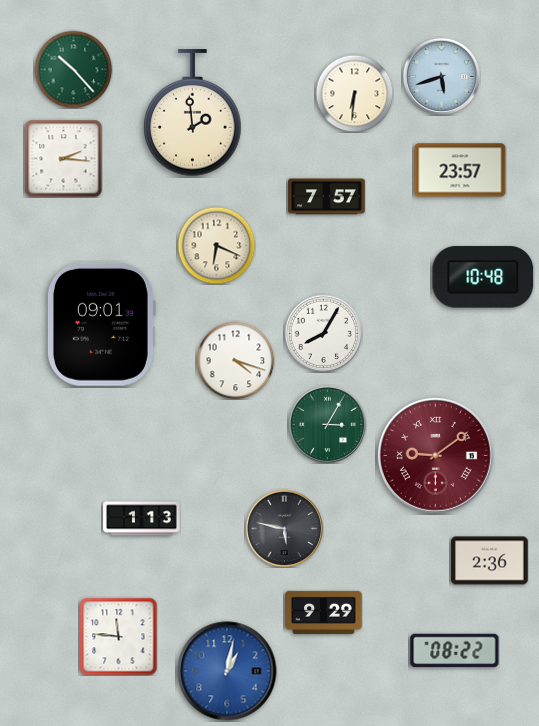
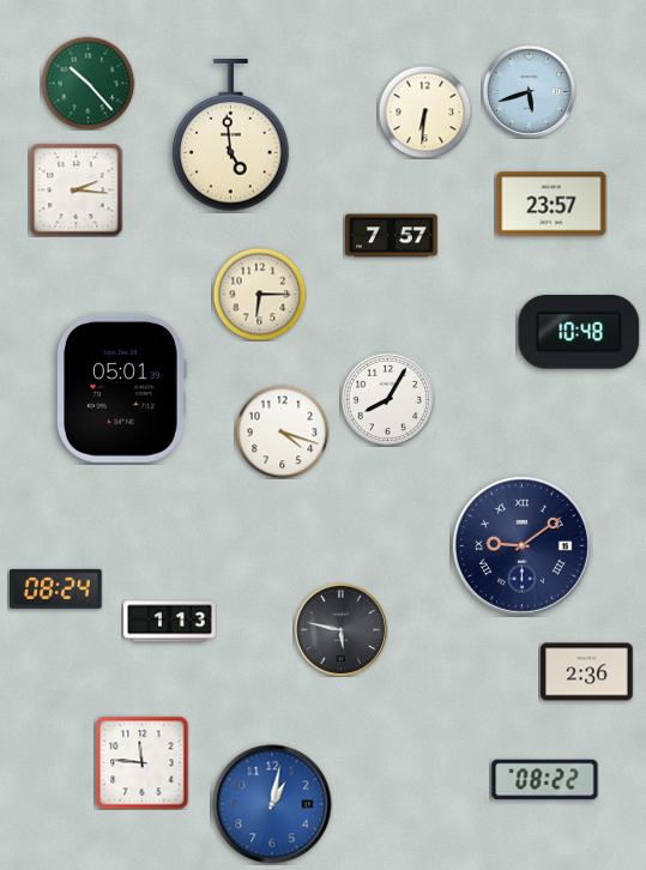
clock at (193, 113): 1:59 -> 4:59
clock at (216, 245): 6:19 -> 6:15
clock at (101, 324): 09:01 -> 05:01
clock at (327, 424): 3:05 -> none
clock at (435, 455) dial: burgundy -> navy
clock at (56, 588): none -> 08:24
clock at (284, 528) position: (284, 528) -> (340, 629)
clock at (324, 612): 9:29 -> none
